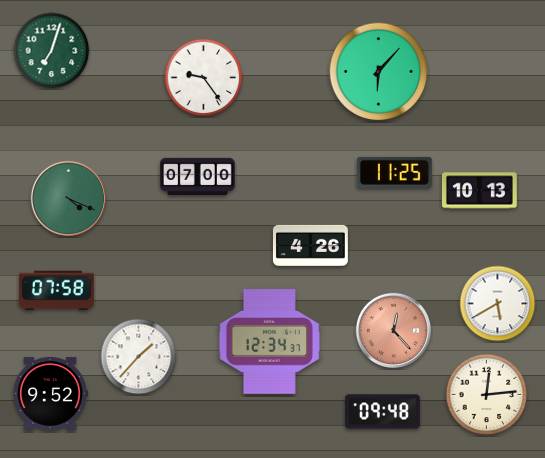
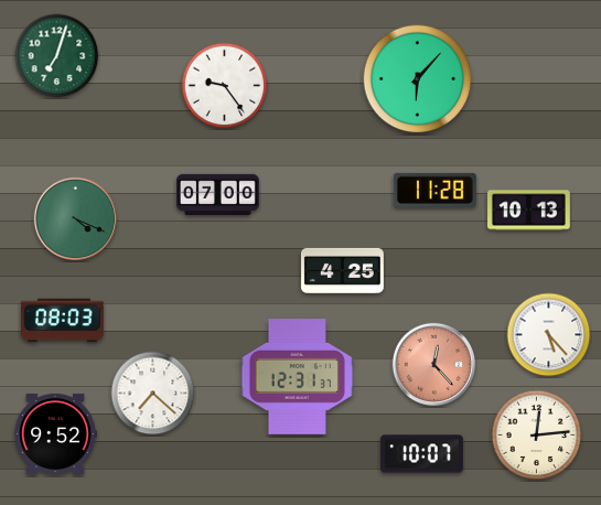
clock at (394, 172): 11:25 -> 11:28
clock at (311, 245): 4:26 -> 4:25
clock at (56, 291): 07:58 -> 08:03
clock at (498, 304): 5:40 -> 5:23
clock at (269, 342): 12:34 -> 12:31
clock at (139, 357): 1:37 -> 7:22
clock at (383, 412): 09:48 -> 10:07
